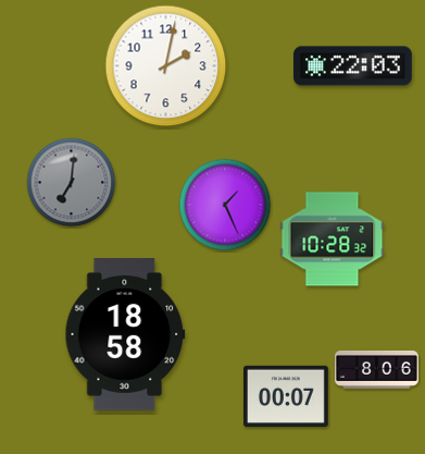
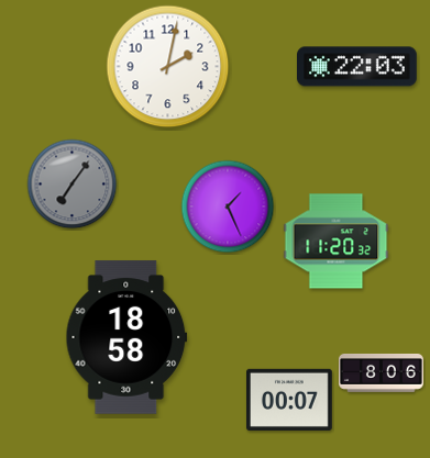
clock at (72, 183): 7:01 -> 7:06
clock at (333, 240): 10:28 -> 11:20
